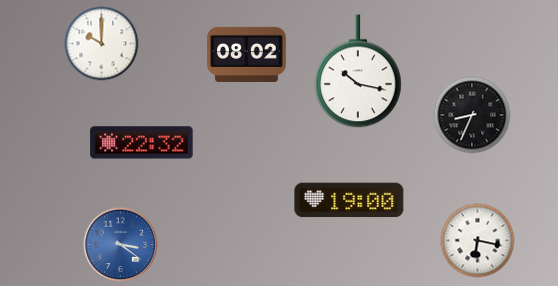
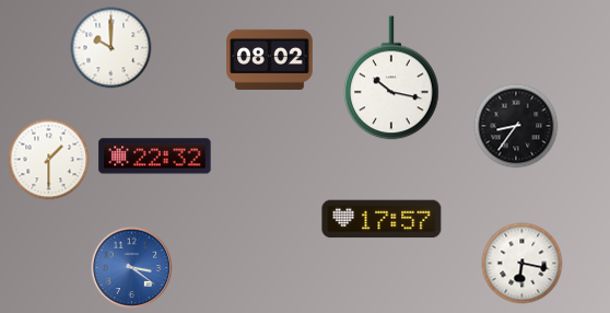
clock at (472, 115): 8:34 -> 8:36
clock at (49, 160): none -> 1:30
clock at (349, 200): 19:00 -> 17:57
